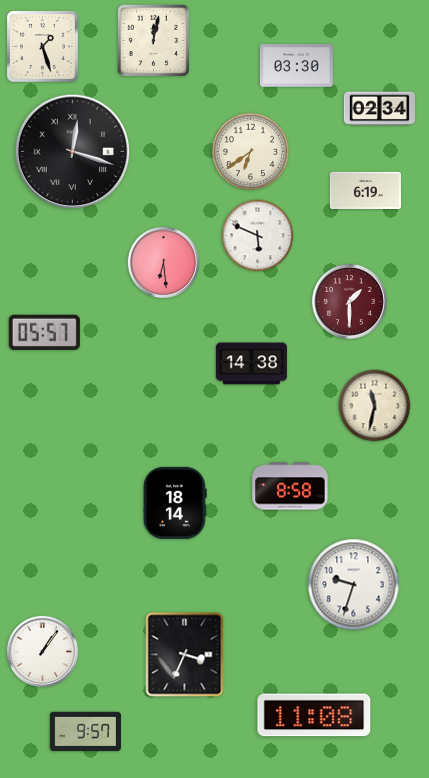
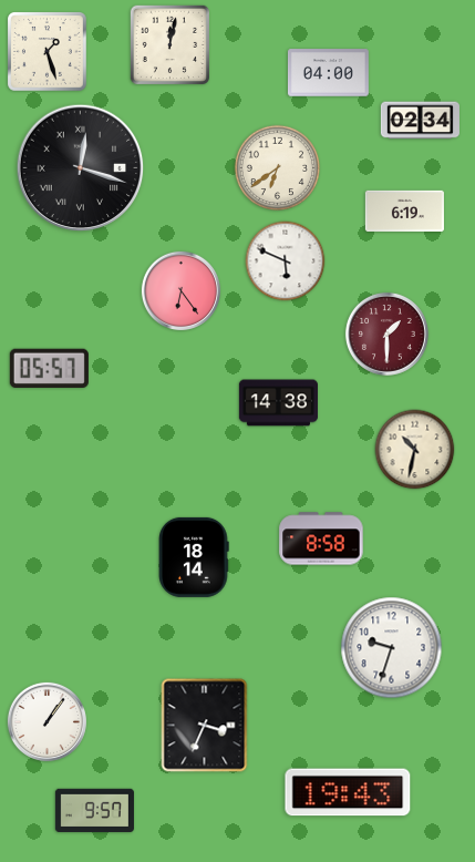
clock at (296, 66): 03:30 -> 04:00
clock at (163, 262): 6:29 -> 6:24
clock at (375, 406): 11:32 -> 10:32
clock at (314, 715): 11:08 -> 19:43
